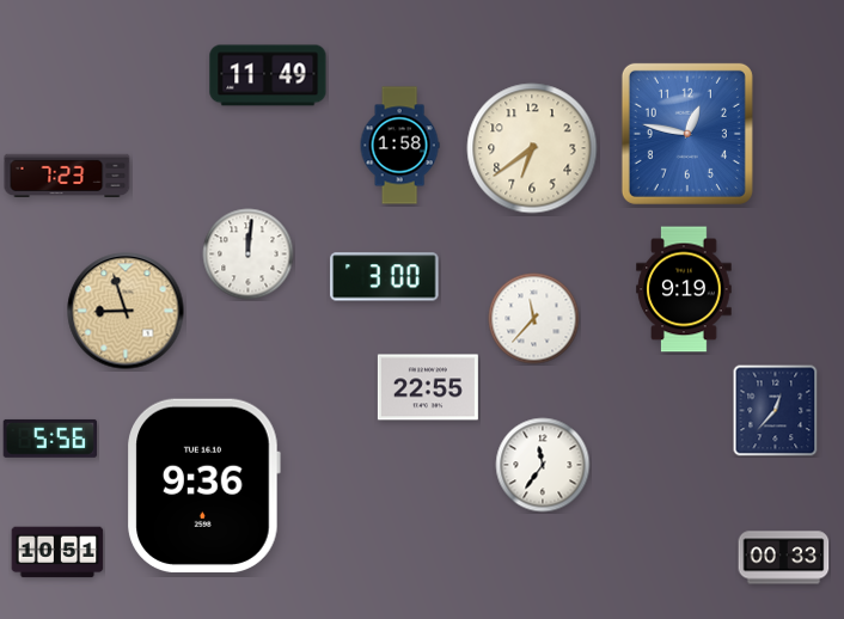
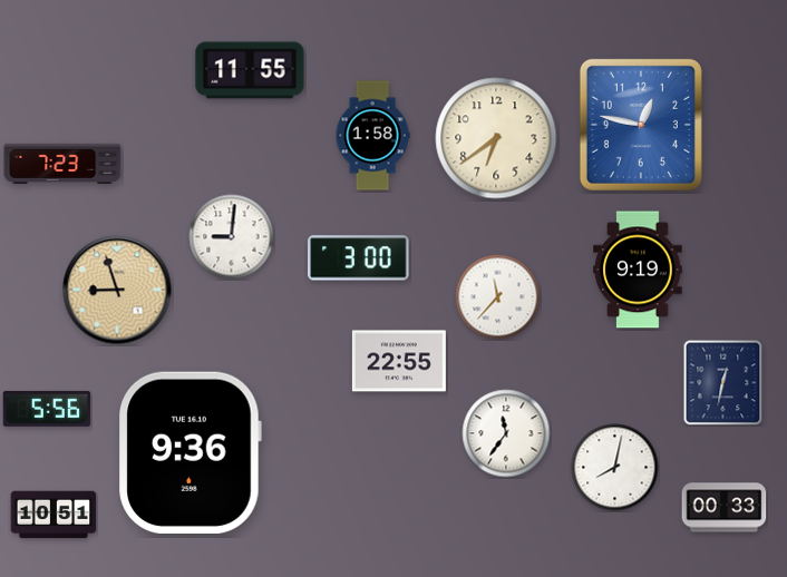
clock at (268, 75): 11:49 -> 11:55
clock at (249, 255): 12:01 -> 9:01
clock at (776, 411): 12:37 -> 12:32
clock at (615, 468): none -> 8:02
clock at (784, 558) position: (784, 558) -> (725, 508)
